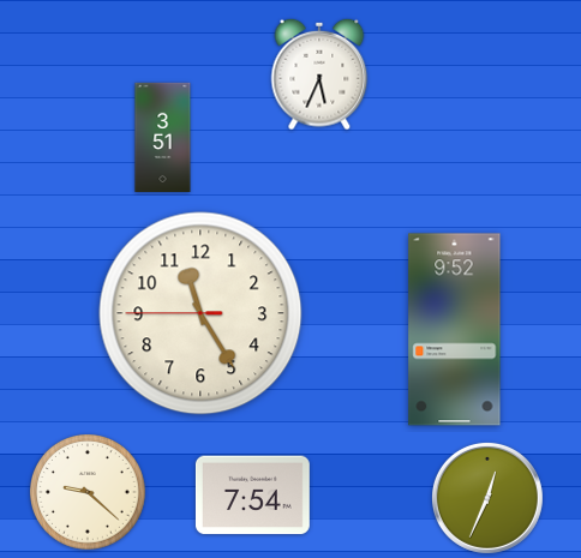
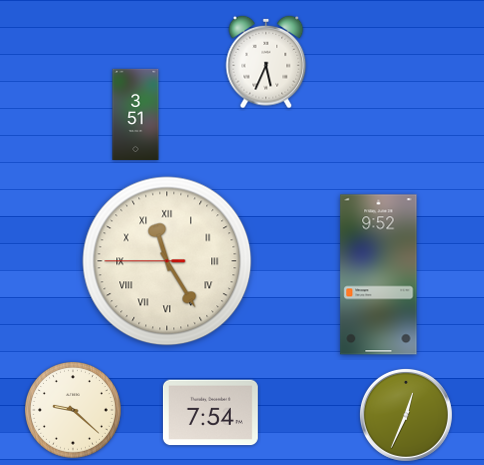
clock at (200, 313) numerals: Arabic -> Roman
